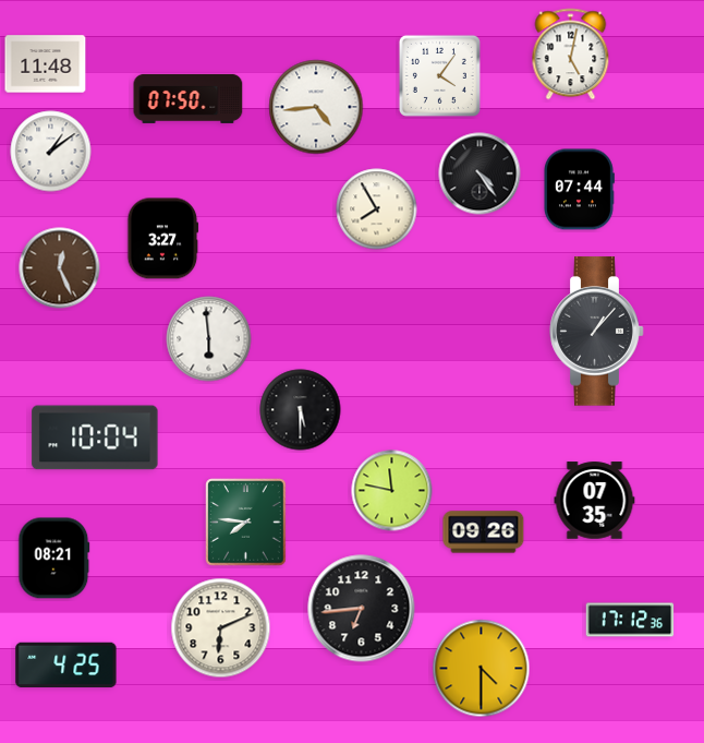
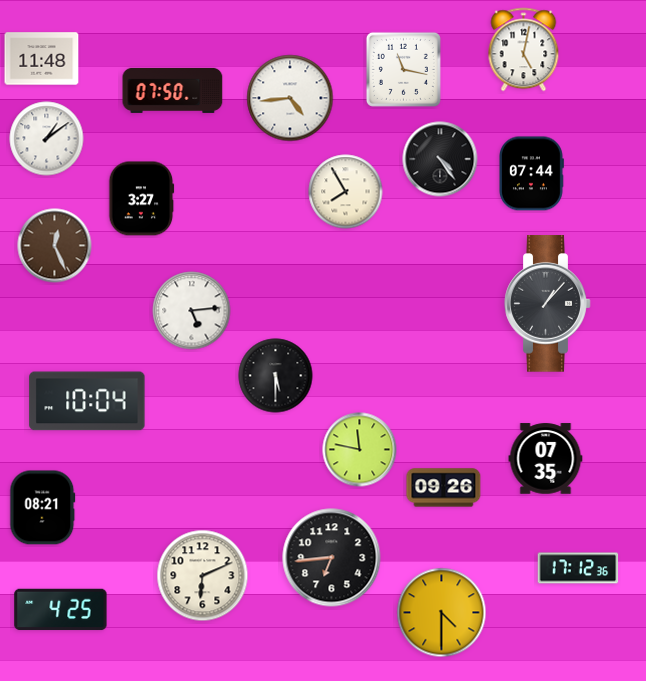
clock at (439, 75): 4:06 -> 11:17
clock at (163, 239) position: (163, 239) -> (142, 199)
clock at (209, 339): 5:59 -> 5:14
clock at (246, 523): 7:46 -> none
clock at (54, 559) position: (54, 559) -> (43, 508)
